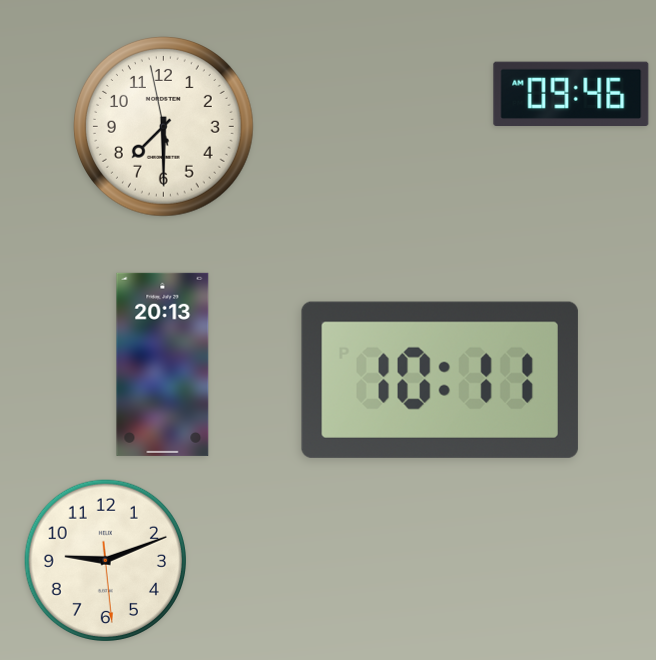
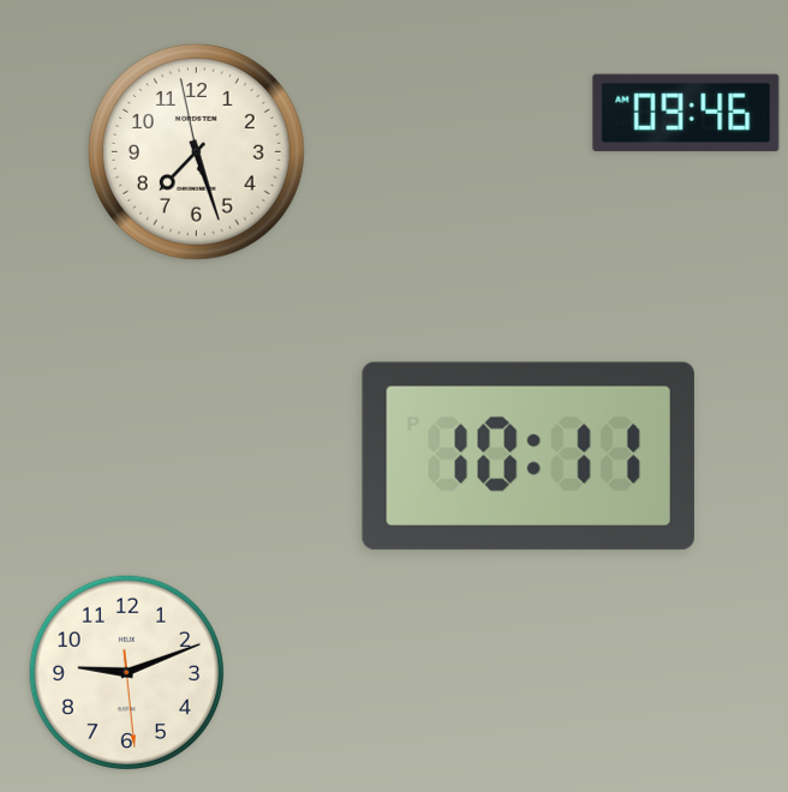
clock at (164, 127): 7:29 -> 7:26
clock at (163, 364): 20:13 -> none
